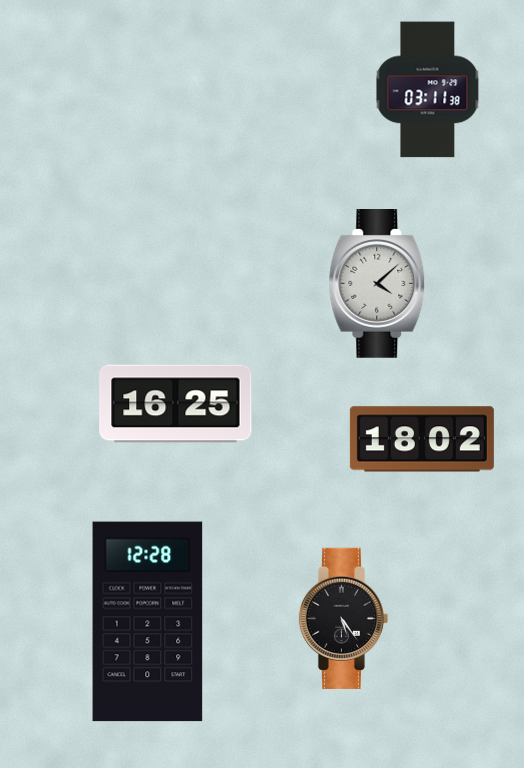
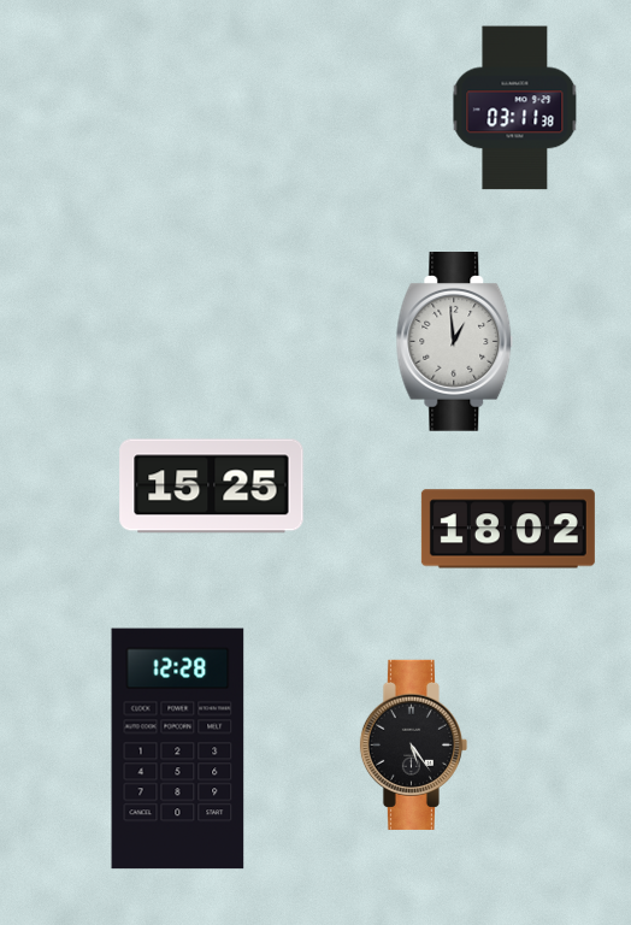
clock at (378, 284): 4:08 -> 12:59
clock at (176, 404): 16:25 -> 15:25
